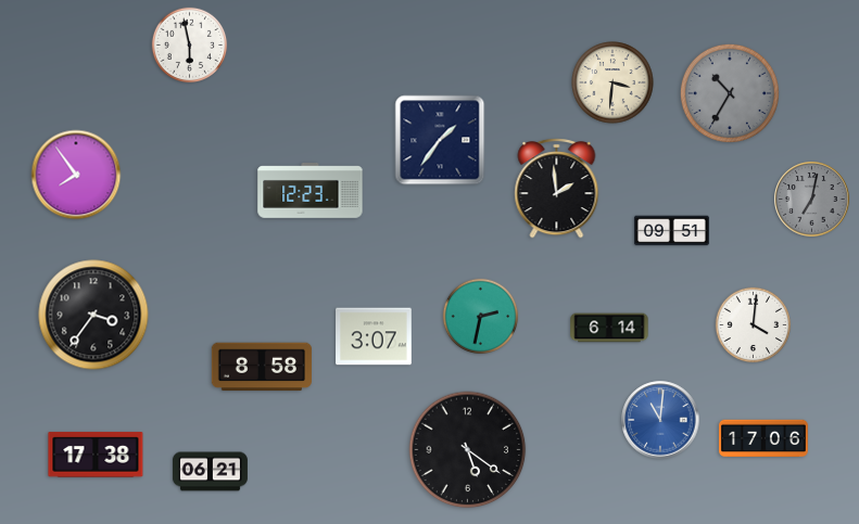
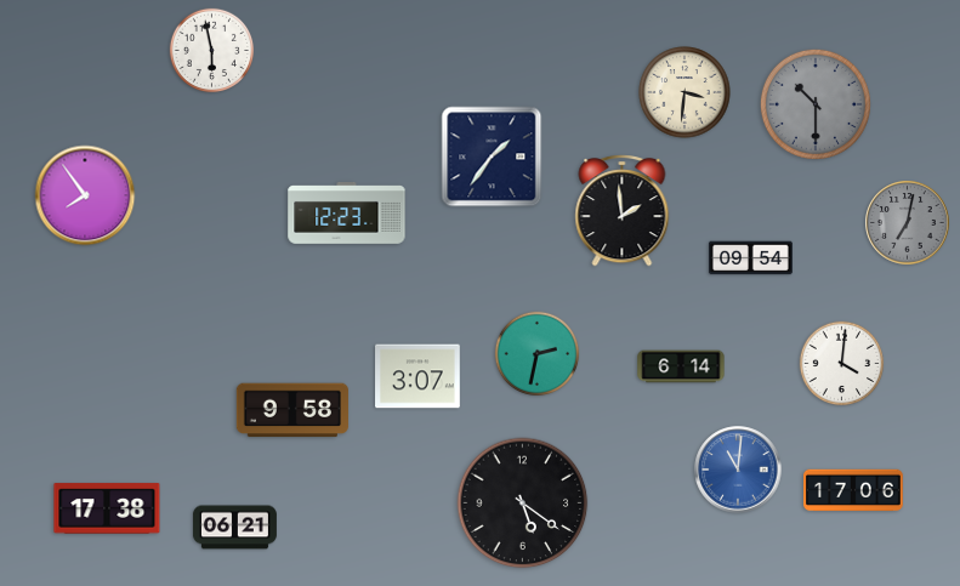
clock at (730, 93): 10:35 -> 10:30
clock at (671, 231): 09:51 -> 09:54
clock at (93, 315): 3:36 -> none
clock at (262, 367): 8:58 -> 9:58
